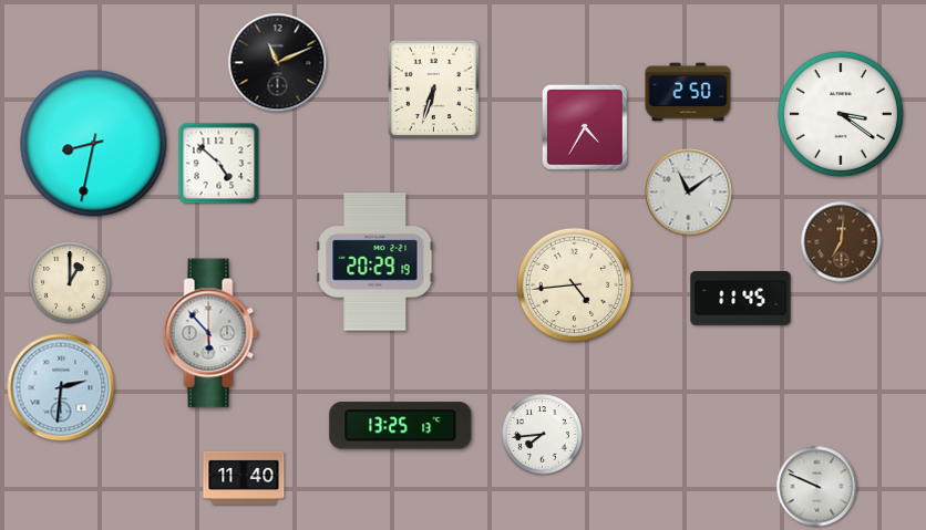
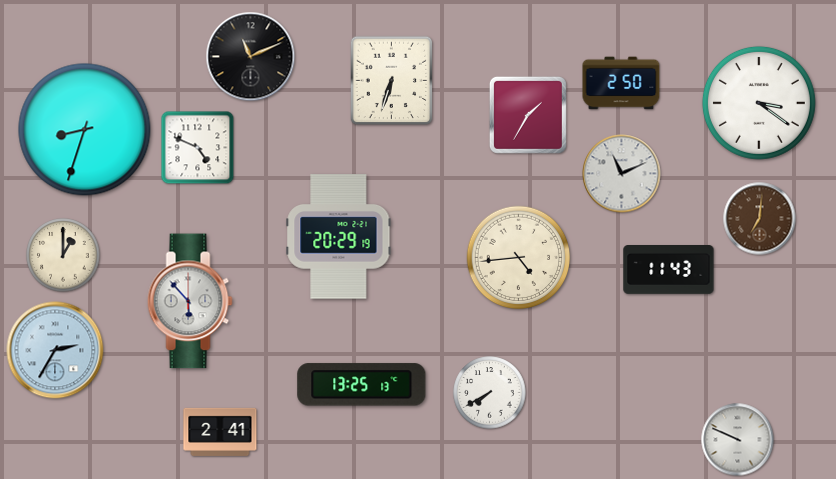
clock at (585, 127): 4:35 -> 1:35
clock at (94, 144): 8:32 -> 8:33
clock at (219, 164): 4:52 -> 4:49
clock at (689, 193): 11:09 -> 11:11
clock at (741, 299): 11:45 -> 11:43
clock at (61, 387): 2:31 -> 2:35
clock at (543, 435): 7:44 -> 7:40
clock at (244, 478): 11:40 -> 2:41
